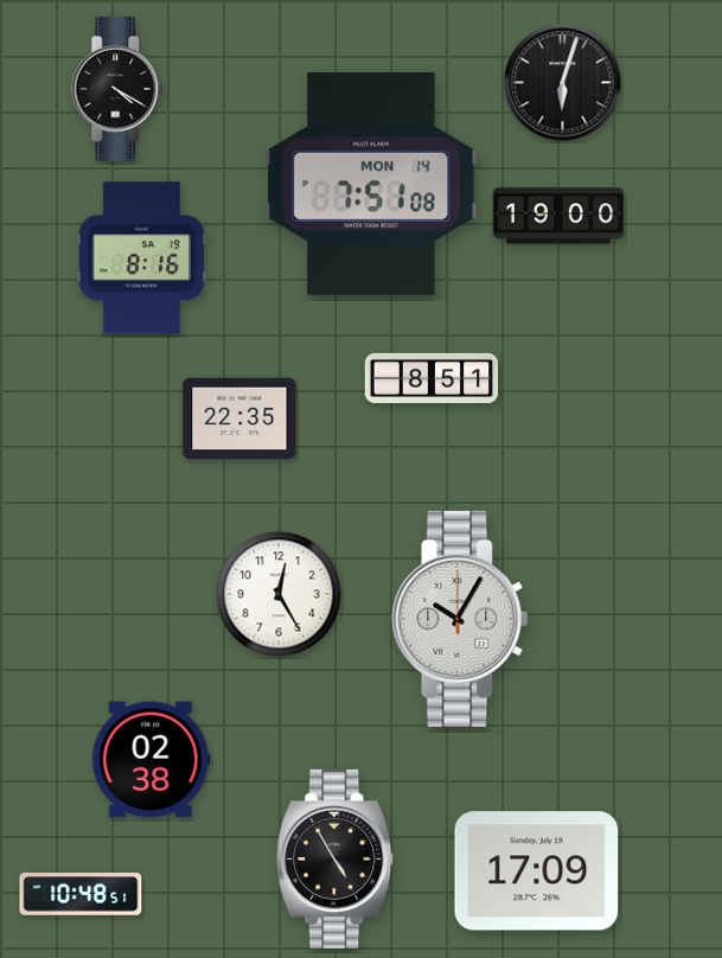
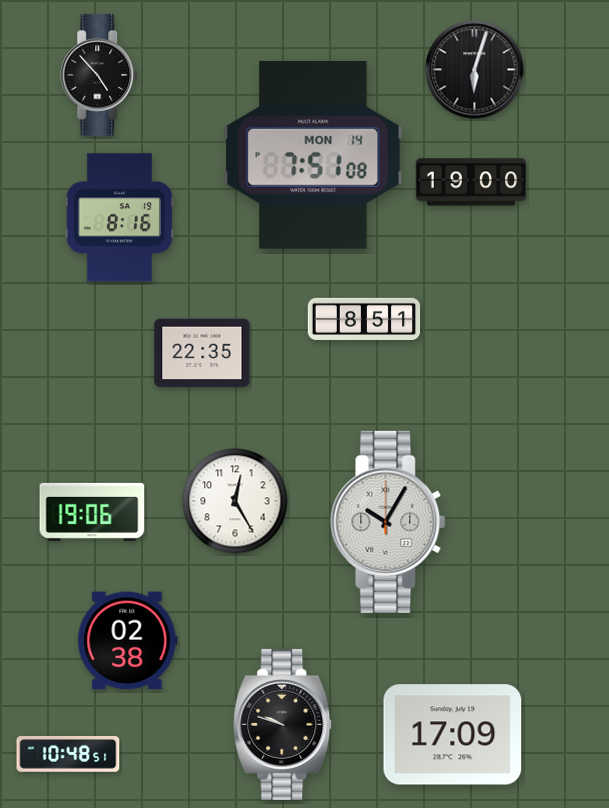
clock at (119, 89): 4:20 -> 4:53
clock at (92, 512): none -> 19:06
clock at (336, 858): 4:55 -> 9:48
